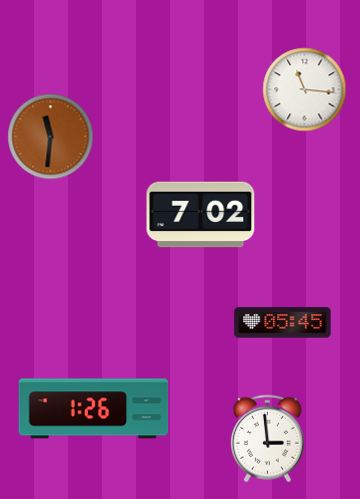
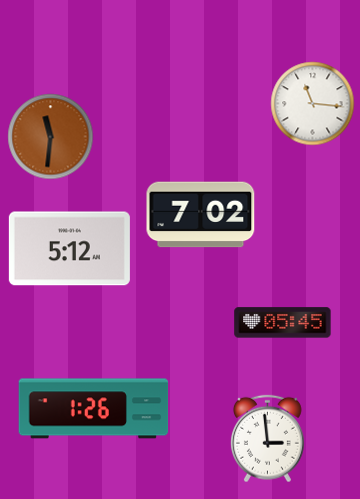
clock at (305, 90) position: (305, 90) -> (313, 104)
clock at (69, 249): none -> 5:12
